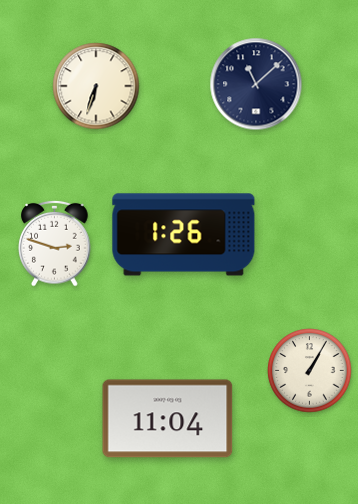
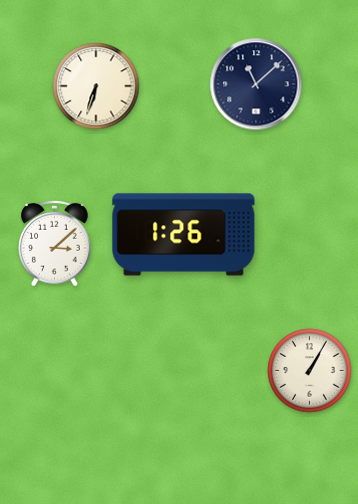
clock at (55, 243): 2:48 -> 3:08
clock at (168, 419): 11:04 -> none
